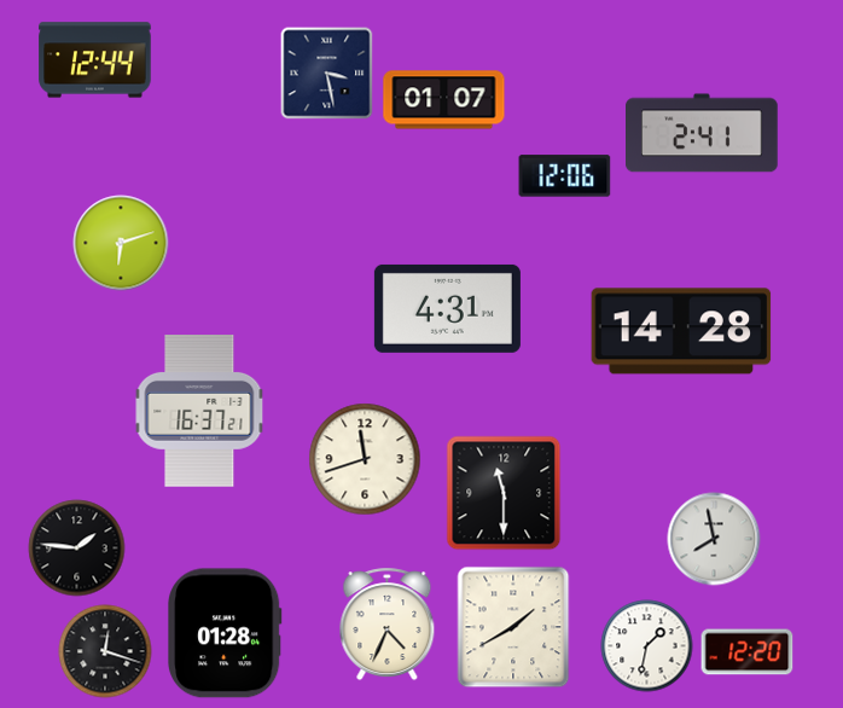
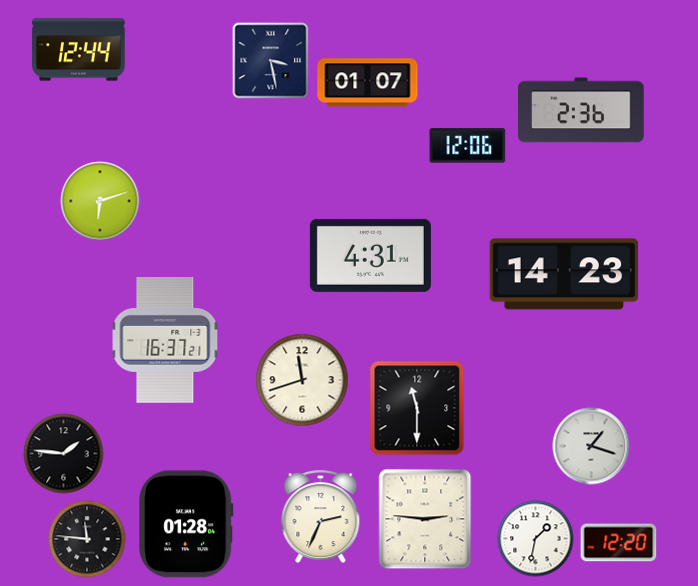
clock at (703, 133): 2:41 -> 2:36
clock at (681, 331): 14:28 -> 14:23
clock at (714, 539): 7:58 -> 1:18
clock at (388, 625): 4:34 -> 2:34
clock at (513, 627): 1:40 -> 2:46
clock at (647, 646) position: (647, 646) -> (536, 539)
clock at (105, 651): 12:18 -> 11:46
clock at (748, 652) position: (748, 652) -> (619, 543)
